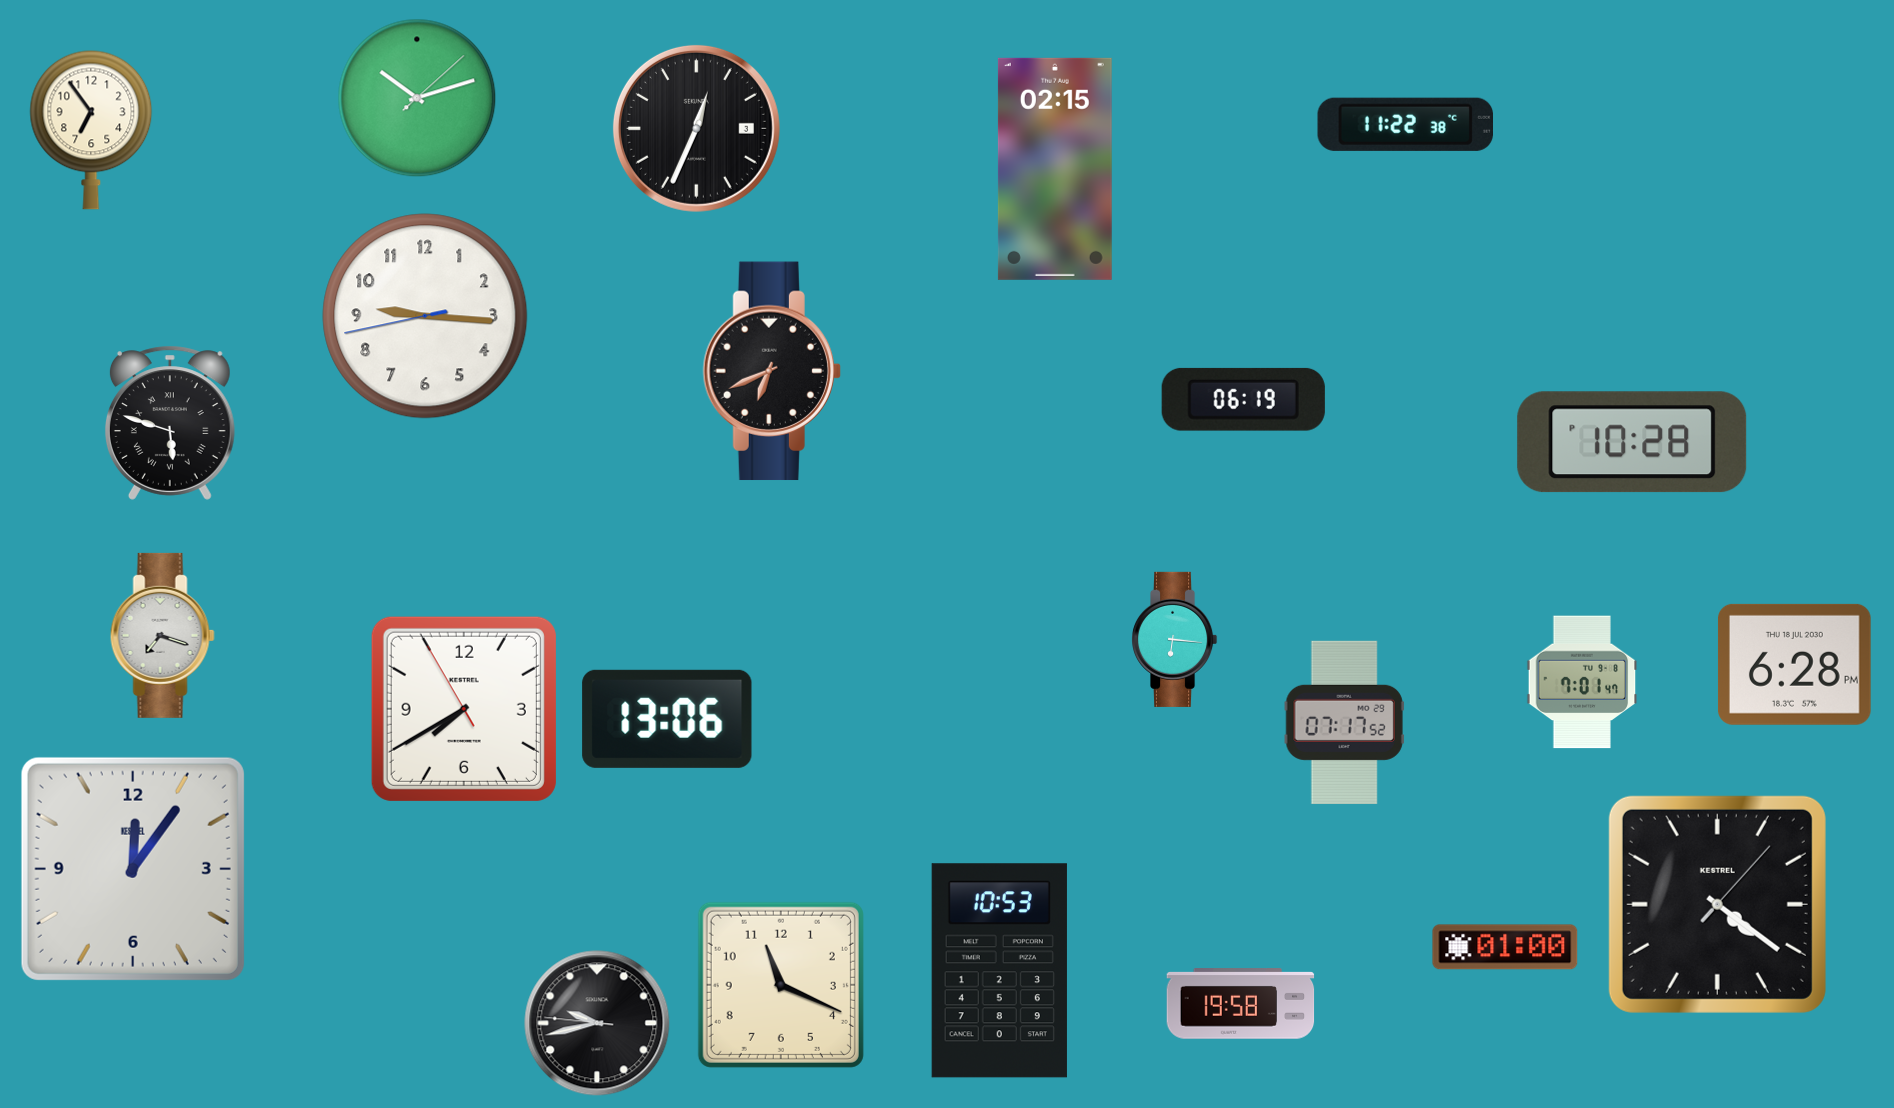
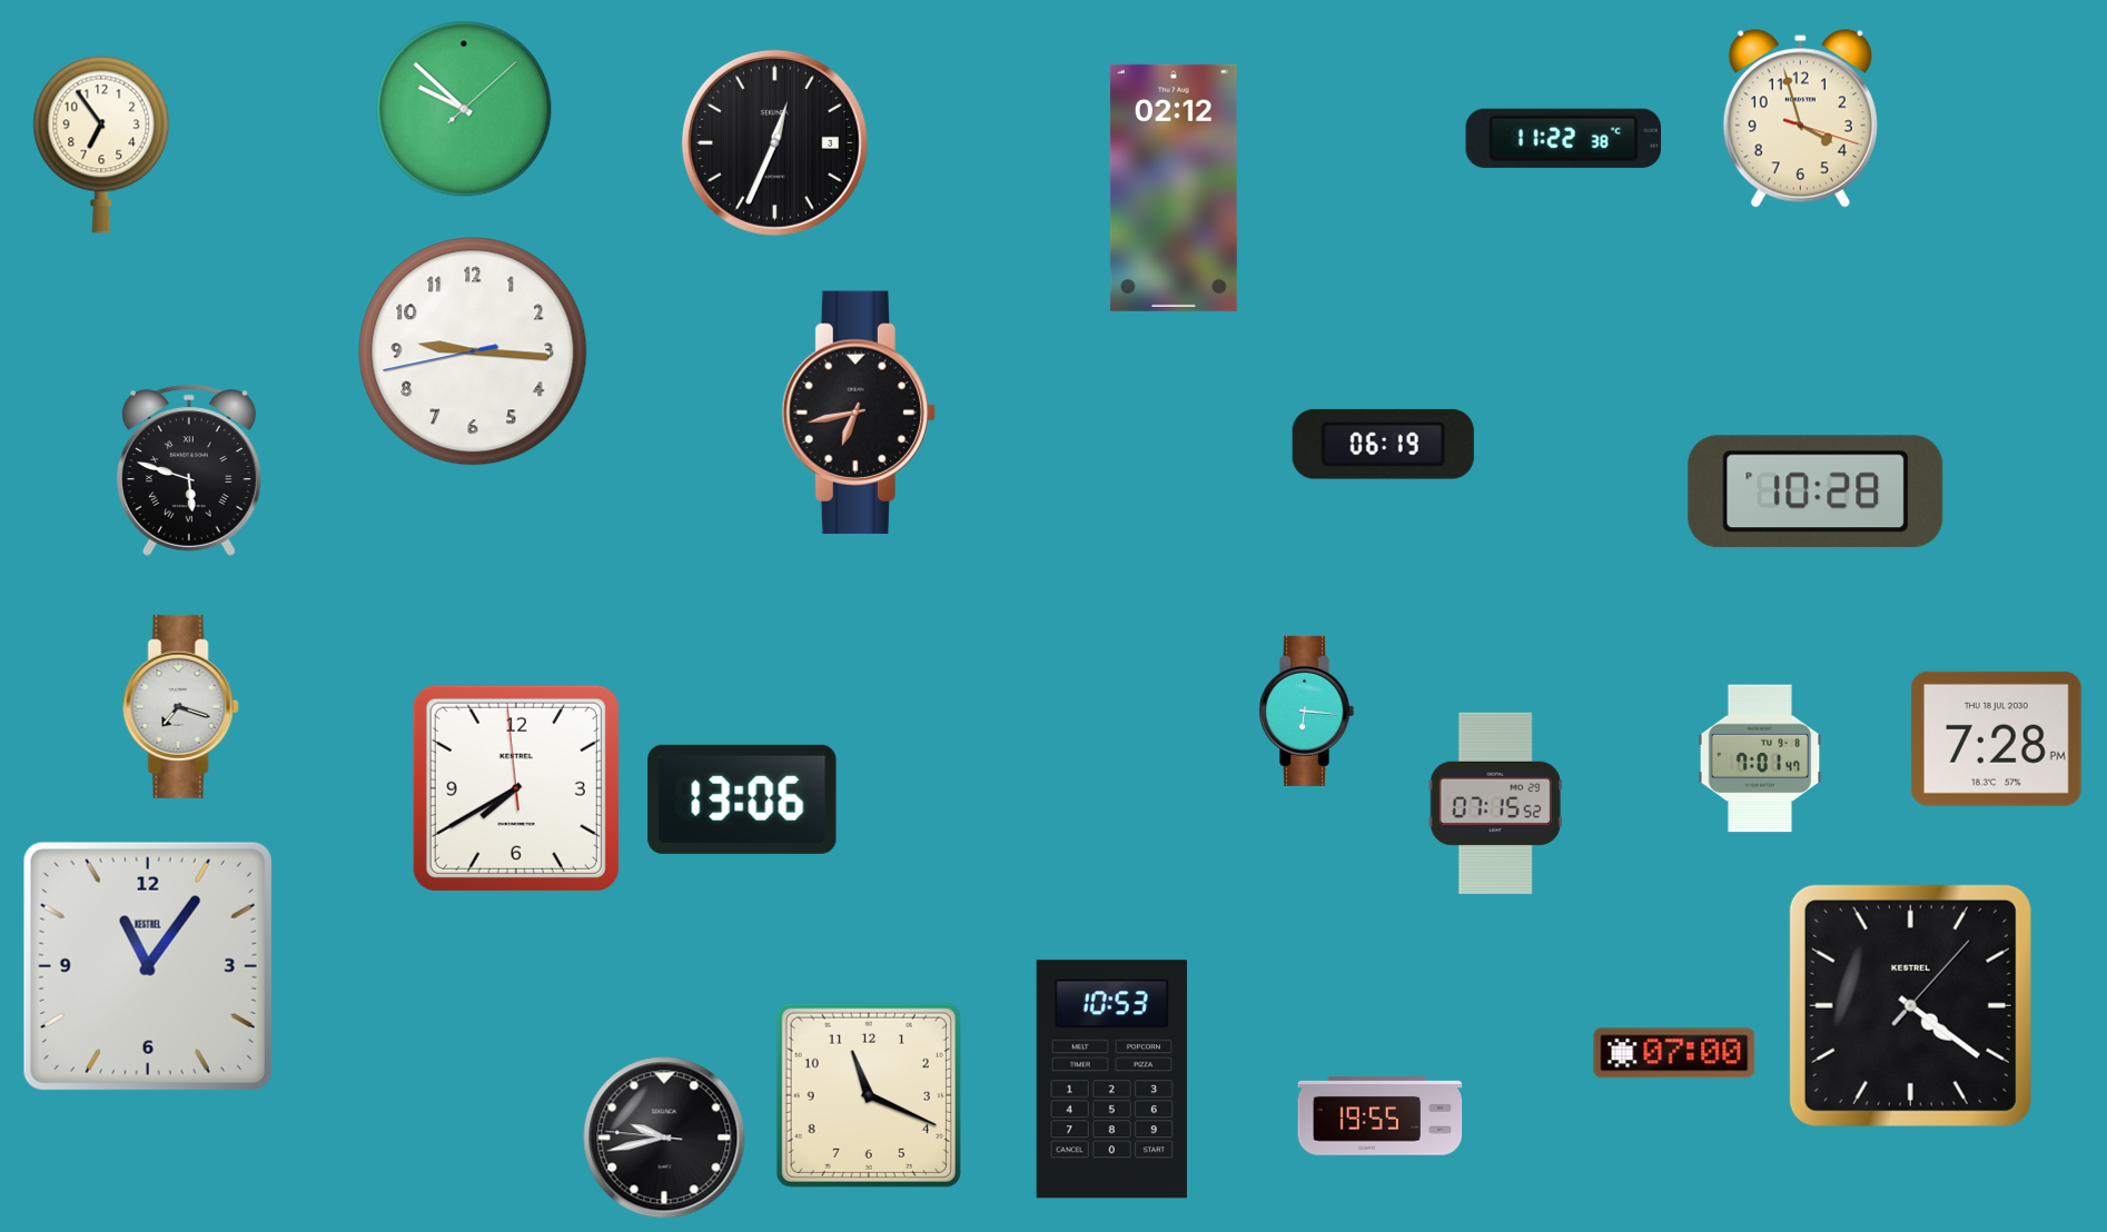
clock at (417, 98): 10:12 -> 9:52
clock at (1800, 119): none -> 3:57
clock at (1055, 169): 02:15 -> 02:12
clock at (772, 371): 6:41 -> 6:43
clock at (1794, 664): 6:28 -> 7:28
clock at (464, 709): 7:39:55 -> 7:39:59
clock at (1344, 722): 07:17 -> 07:15
clock at (133, 869): 12:06 -> 11:06
clock at (1505, 947): 01:00 -> 07:00
clock at (1241, 1004): 19:58 -> 19:55
